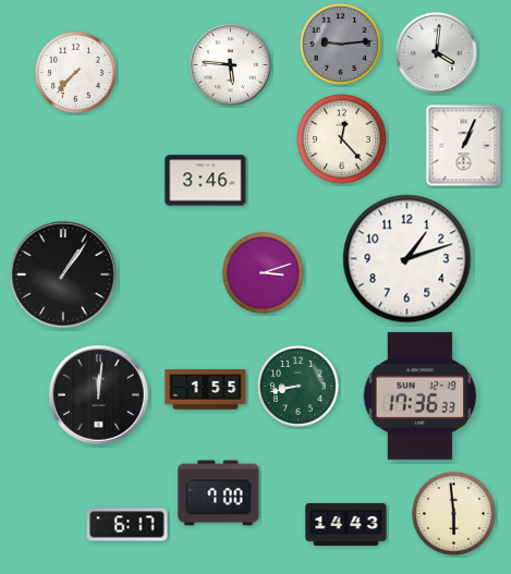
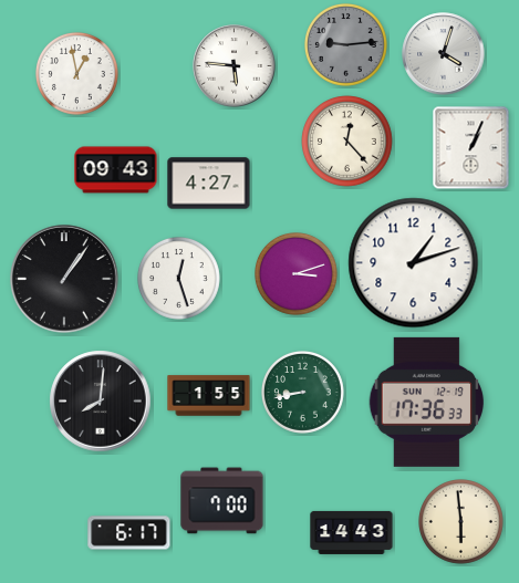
clock at (437, 53): 4:01 -> 4:03
clock at (76, 73): 7:37 -> 12:58
clock at (116, 170): none -> 09:43
clock at (206, 181): 3:46 -> 4:27
clock at (264, 273) position: (264, 273) -> (297, 274)
clock at (179, 279): none -> 12:27
clock at (99, 395): 12:01 -> 8:01
